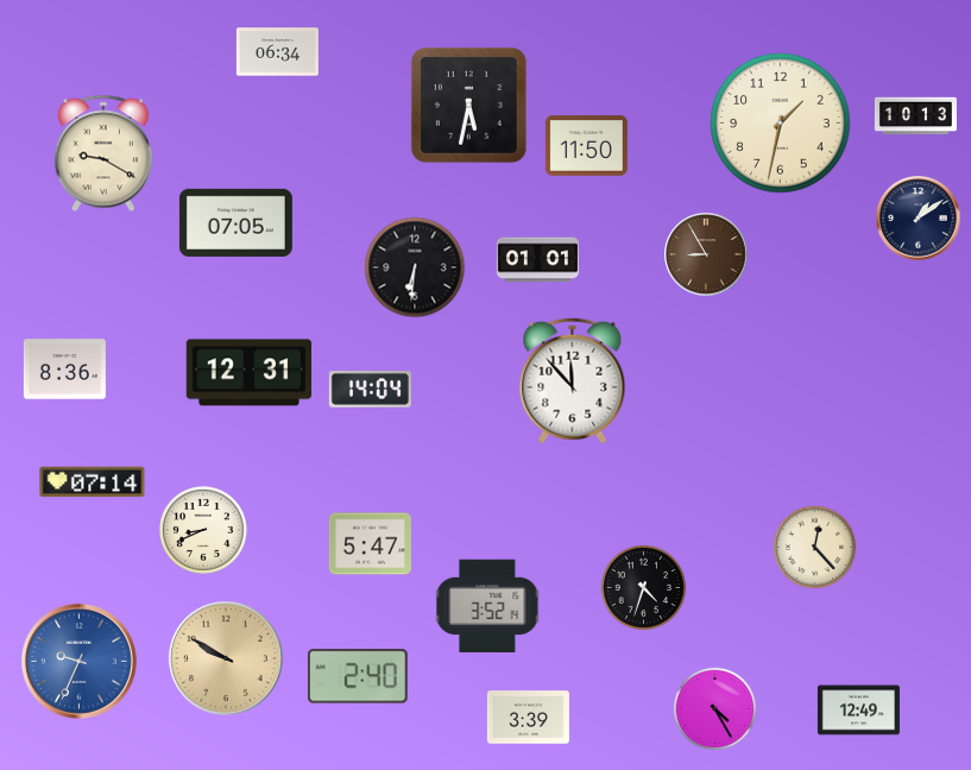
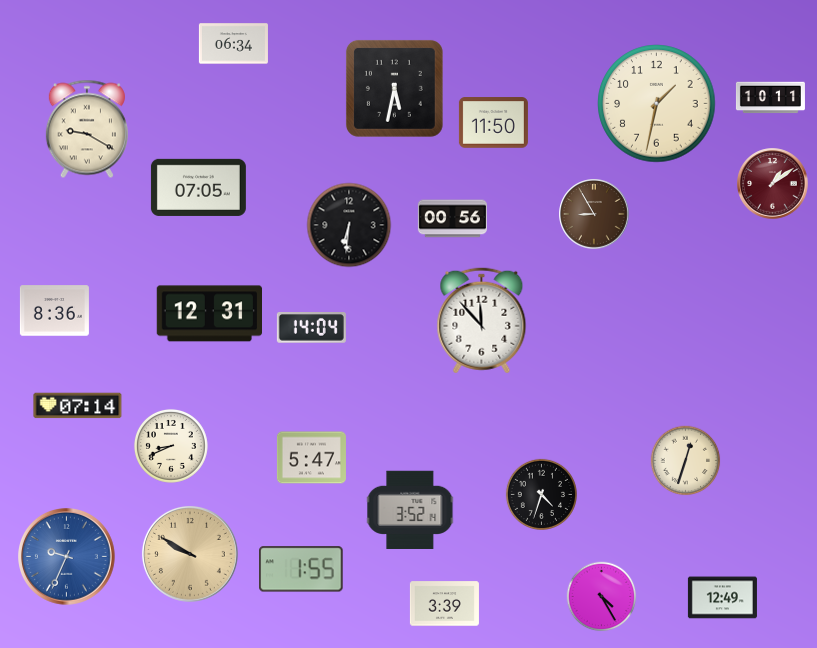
clock at (915, 116): 10:13 -> 10:11
clock at (919, 219) dial: navy -> burgundy
clock at (537, 260): 01:01 -> 00:56
clock at (815, 548): 12:23 -> 12:33
clock at (359, 676): 2:40 -> 1:55
